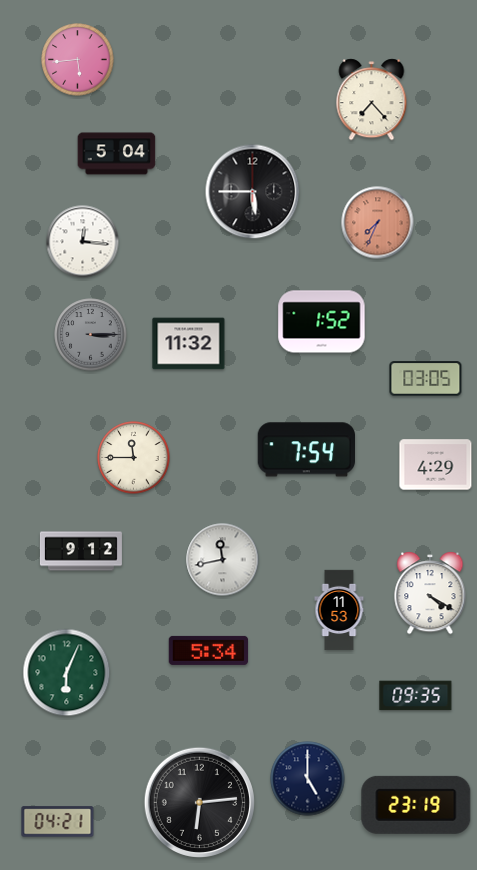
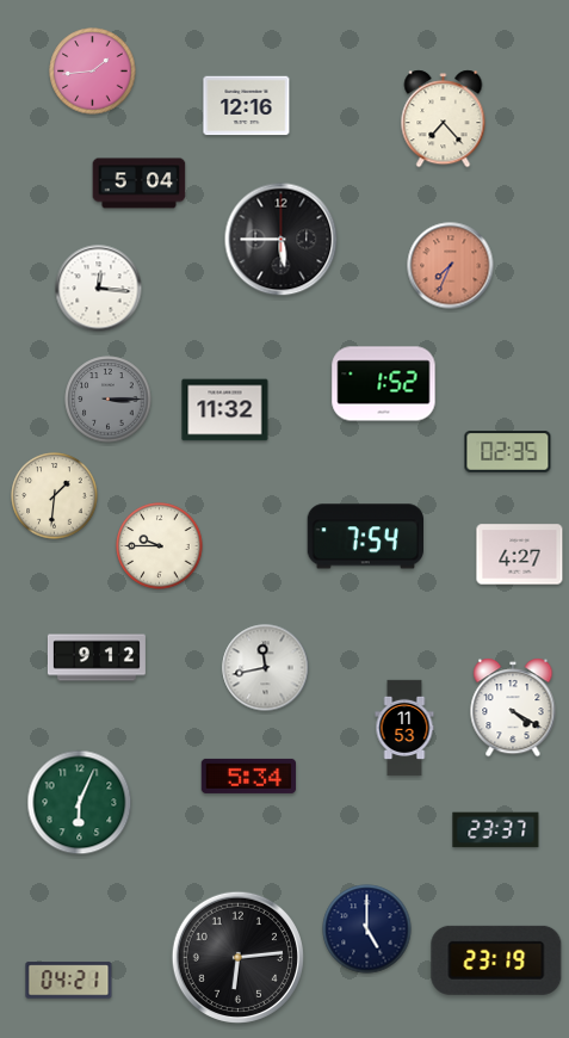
clock at (78, 60): 5:44 -> 1:44
clock at (247, 106): none -> 12:16
clock at (253, 192) position: (253, 192) -> (282, 240)
clock at (426, 379): 03:05 -> 02:35
clock at (55, 496): none -> 1:31
clock at (134, 458): 11:45 -> 9:45
clock at (436, 465): 4:29 -> 4:27
clock at (416, 696): 09:35 -> 23:37
